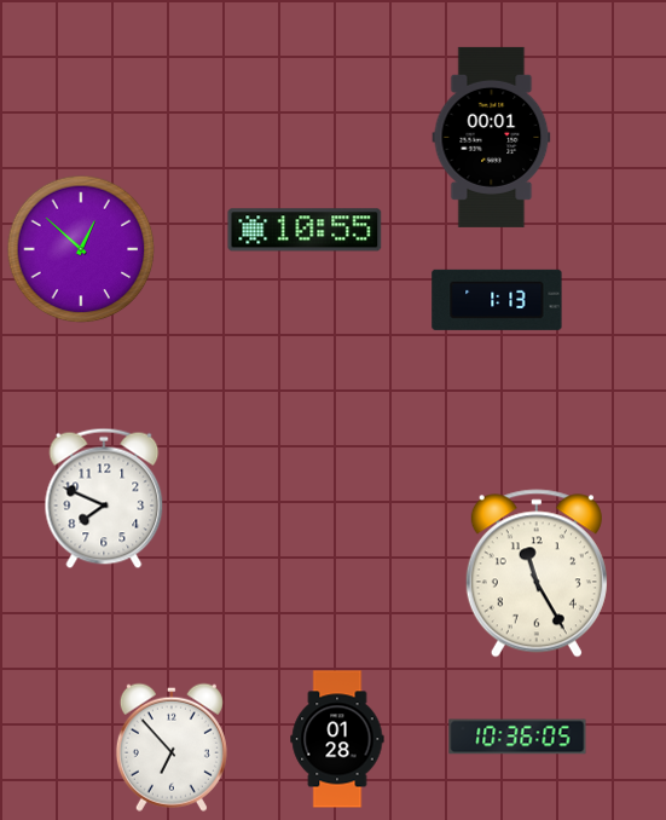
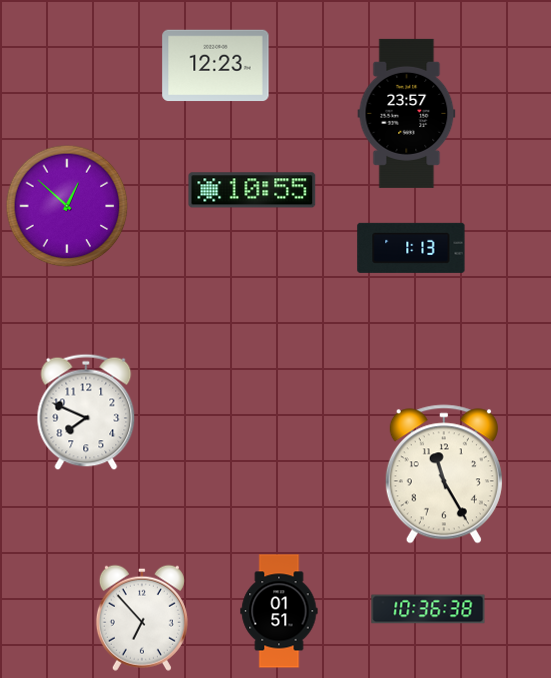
clock at (216, 66): none -> 12:23
clock at (492, 137): 00:01 -> 23:57
clock at (517, 737): 10:36:05 -> 10:36:38
clock at (337, 739): 01:28 -> 01:51
